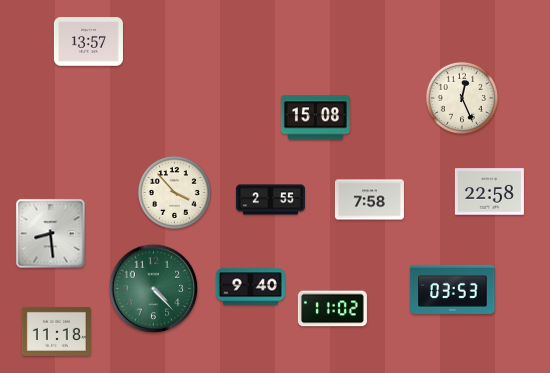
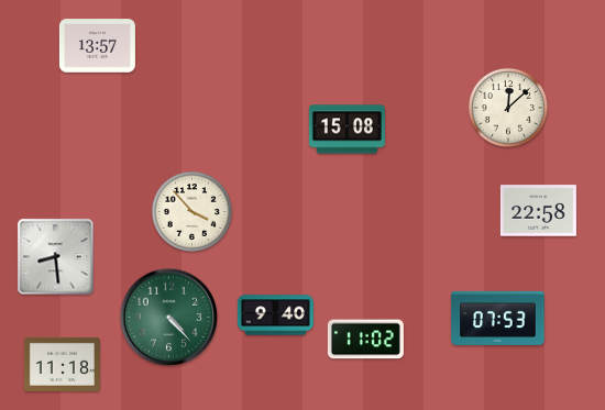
clock at (462, 98): 12:26 -> 12:08
clock at (270, 200): 2:55 -> none
clock at (369, 200): 7:58 -> none
clock at (453, 289): 03:53 -> 07:53
